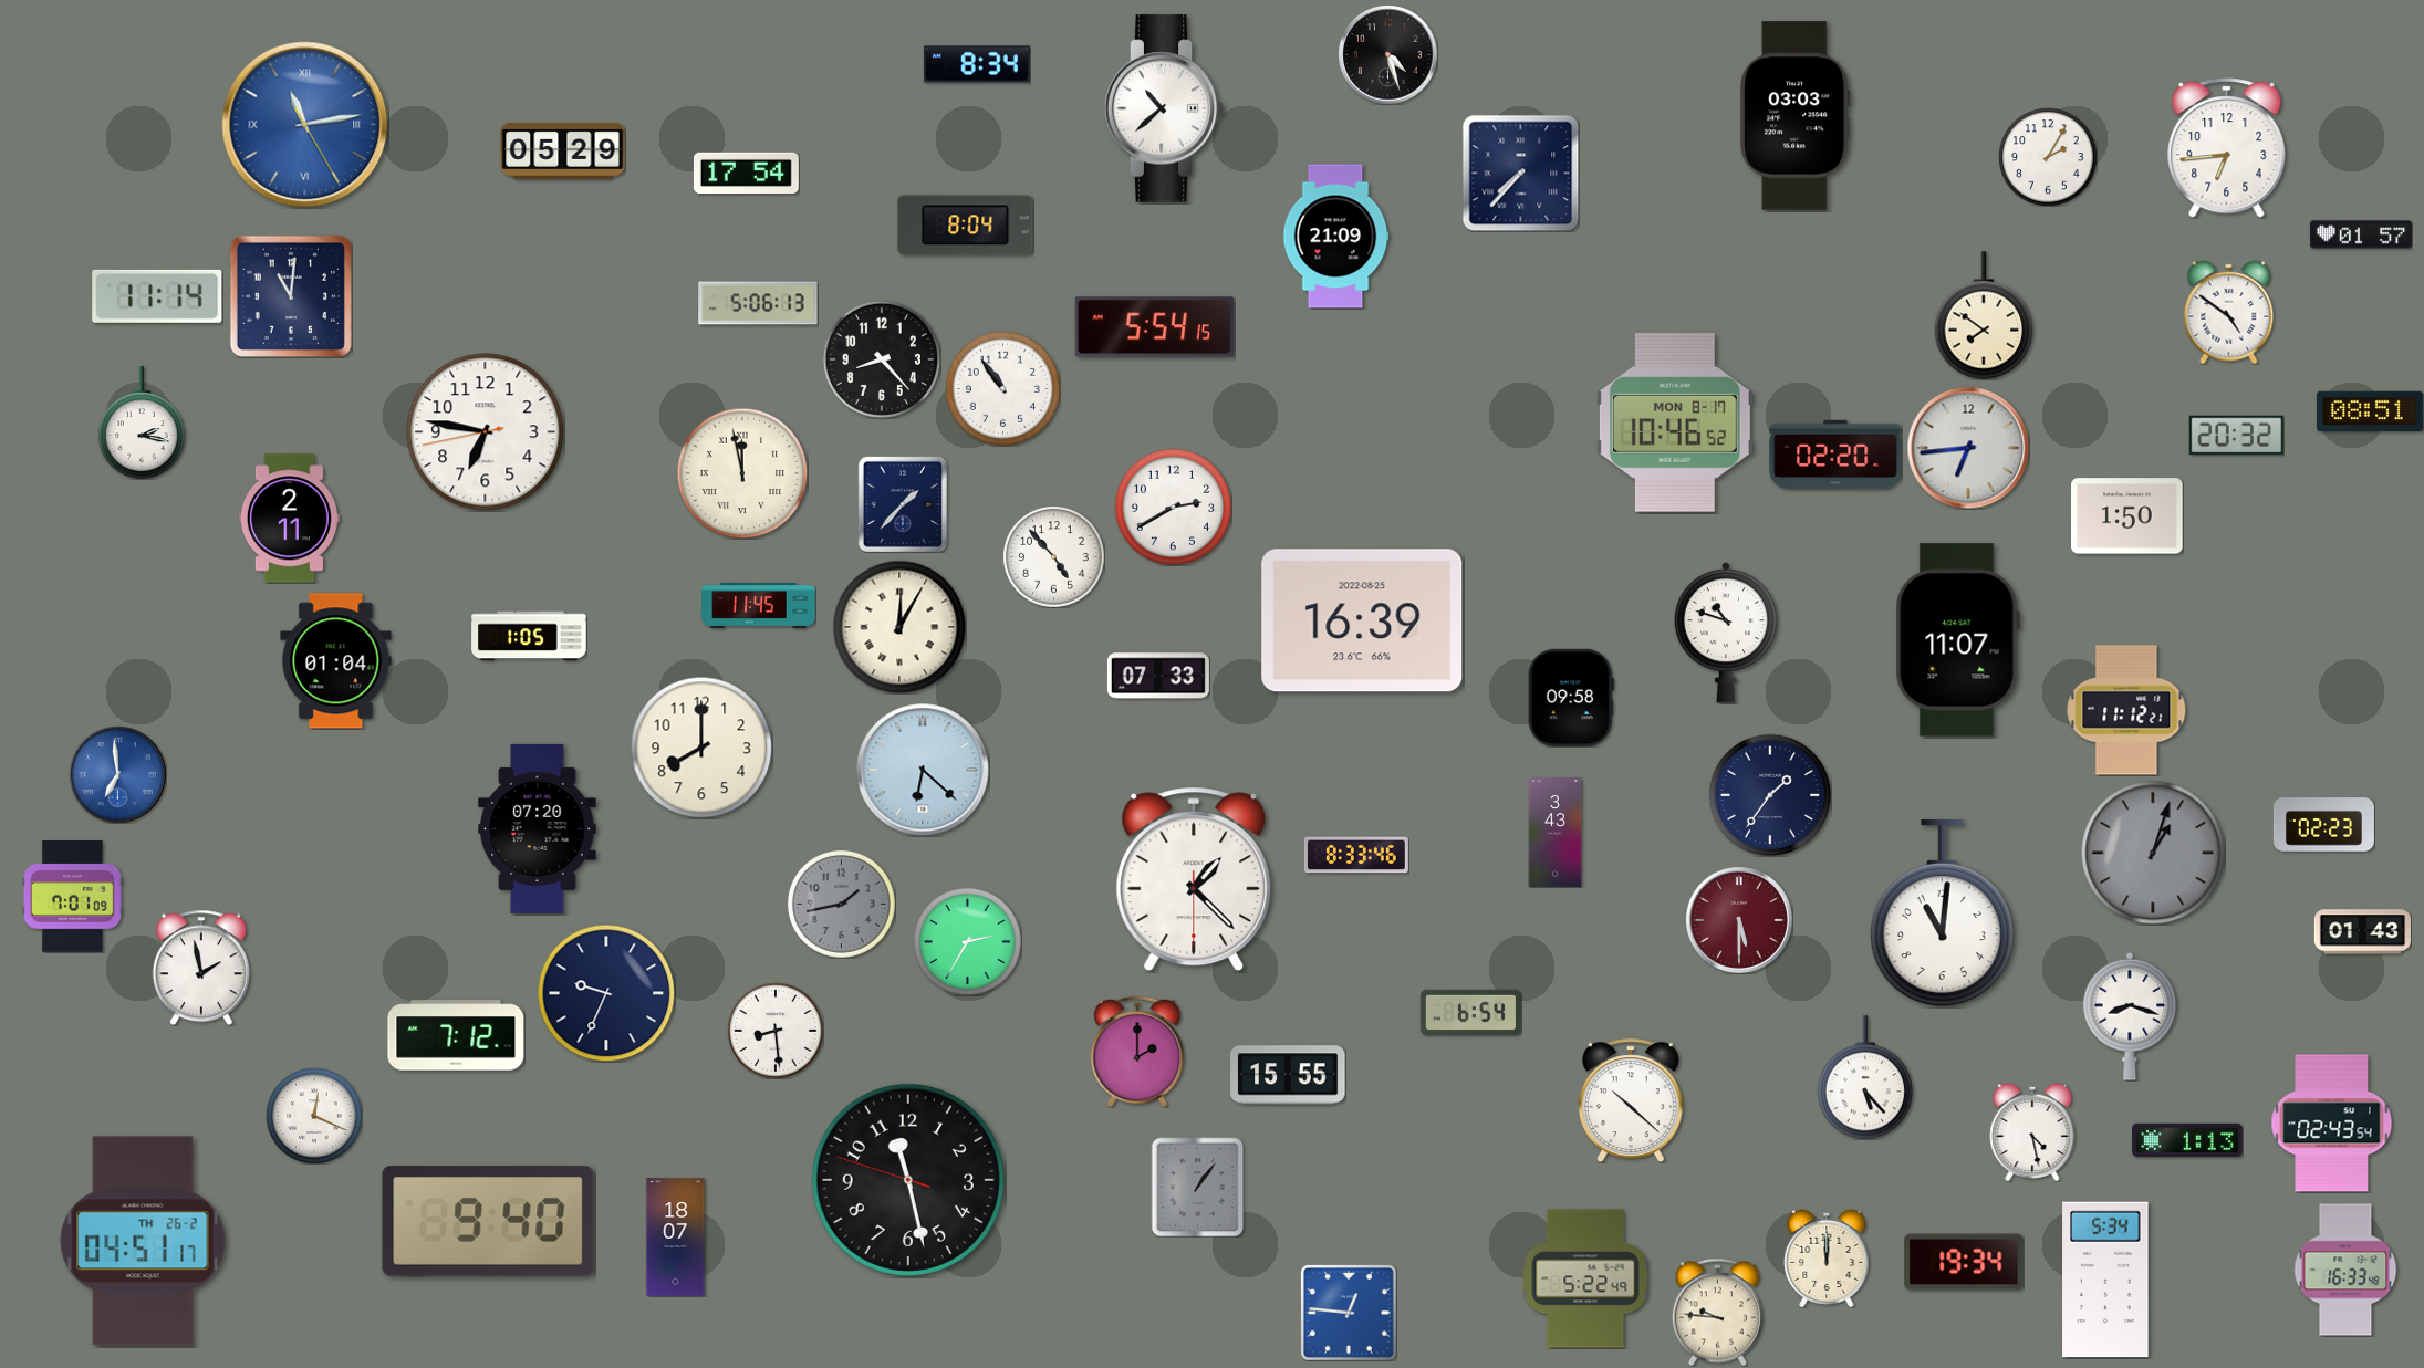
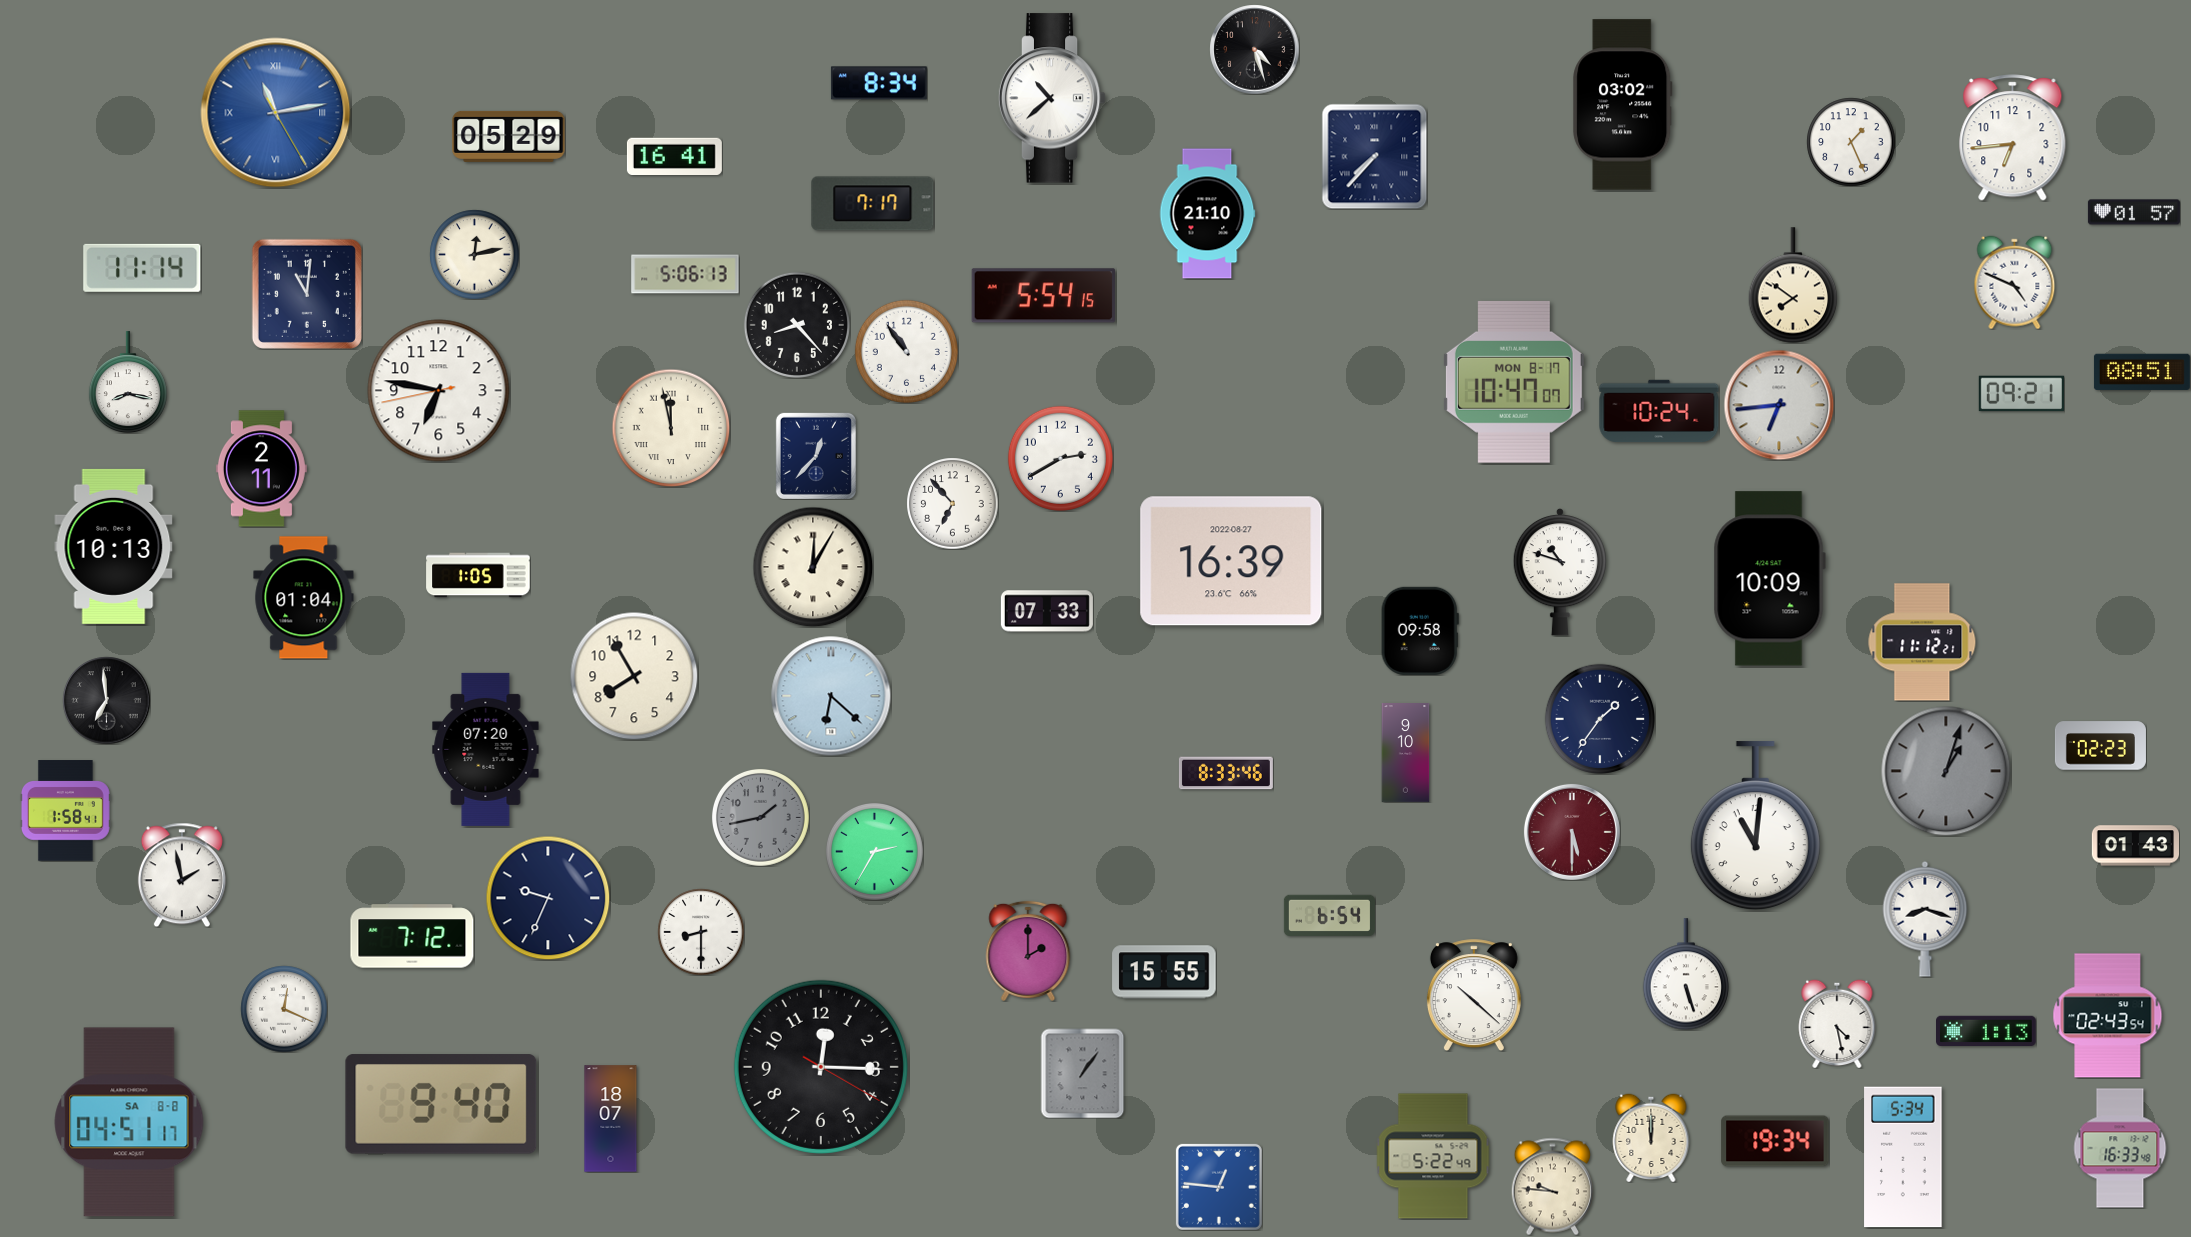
clock at (977, 64) position: (977, 64) -> (879, 83)
clock at (1796, 116): 03:03 -> 03:02
clock at (2227, 148) position: (2227, 148) -> (2013, 138)
clock at (2048, 157): 2:05 -> 1:26
clock at (746, 173): 17:54 -> 16:41
clock at (966, 226): 8:04 -> 7:17
clock at (1335, 237): 21:09 -> 21:10
clock at (474, 254): none -> 12:13
clock at (291, 296) position: (291, 296) -> (307, 294)
clock at (2229, 312): 4:51 -> 4:49
clock at (142, 422): 2:17 -> 8:17
clock at (1675, 422): 10:46 -> 10:47
clock at (2236, 436): 20:32 -> 09:21
clock at (1835, 455): 02:20 -> 10:24
clock at (903, 504): 1:37 -> 12:37
clock at (2127, 516): 1:50 -> none
clock at (1053, 556): 4:53 -> 6:53
clock at (114, 546): none -> 10:13
clock at (759, 605): 11:45 -> none
clock at (1362, 620) date: 2022-08-25 -> 2022-08-27
clock at (1957, 640): 11:07 -> 10:09
clock at (701, 748): 8:00 -> 7:55
clock at (923, 770) position: (923, 770) -> (831, 696)
clock at (117, 774) dial: blue -> black
clock at (1556, 833): 3:43 -> 9:10
clock at (1194, 879): 1:22 -> none
clock at (72, 897): 7:01 -> 1:58
clock at (2362, 932) position: (2362, 932) -> (2135, 846)
clock at (776, 1031): 8:29 -> 8:30
clock at (1864, 1077): 5:23 -> 5:27
clock at (2187, 1140) position: (2187, 1140) -> (1986, 1031)
clock at (908, 1180): 11:27 -> 12:15
clock at (143, 1241) date: TH 26-2 -> SA 8-8
